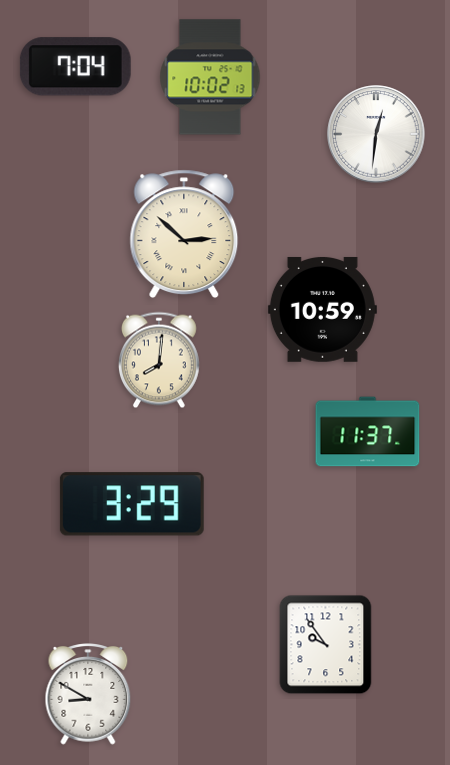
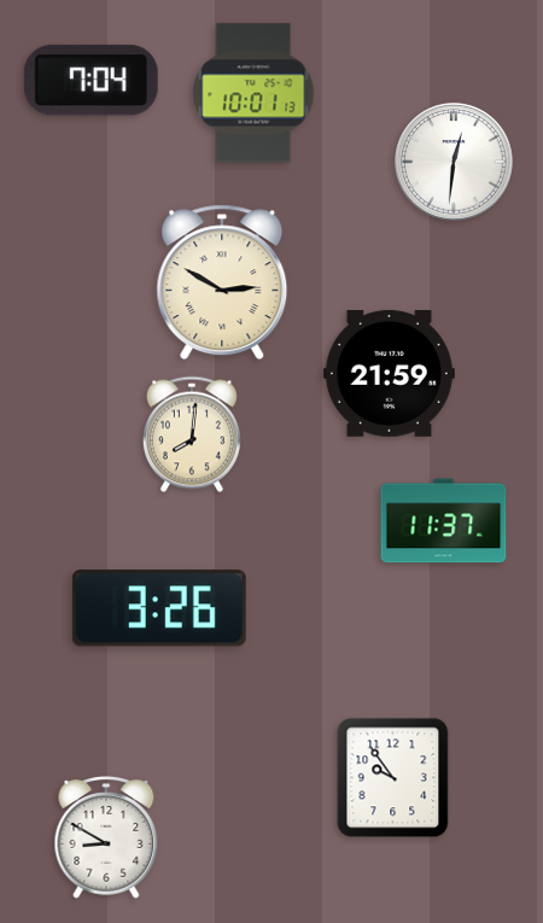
clock at (210, 77): 10:02 -> 10:01
clock at (184, 234): 2:52 -> 2:50
clock at (322, 309): 10:59 -> 21:59
clock at (132, 504): 3:29 -> 3:26
